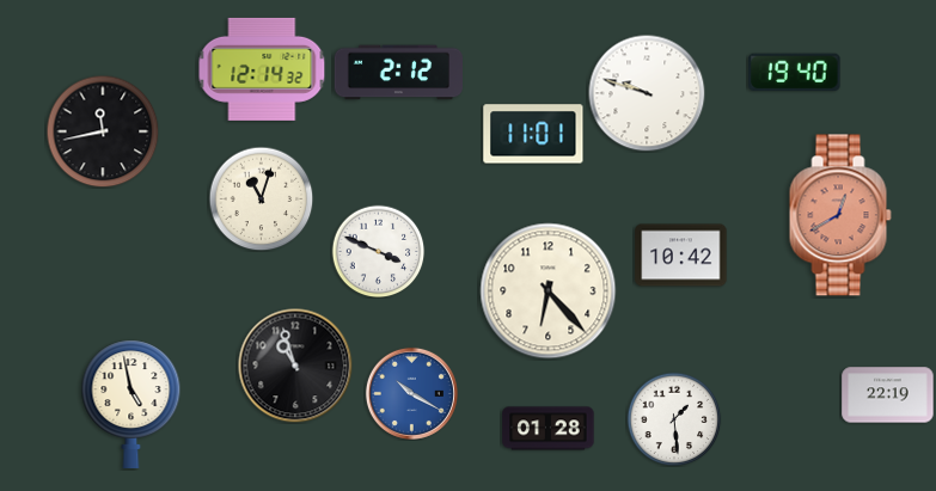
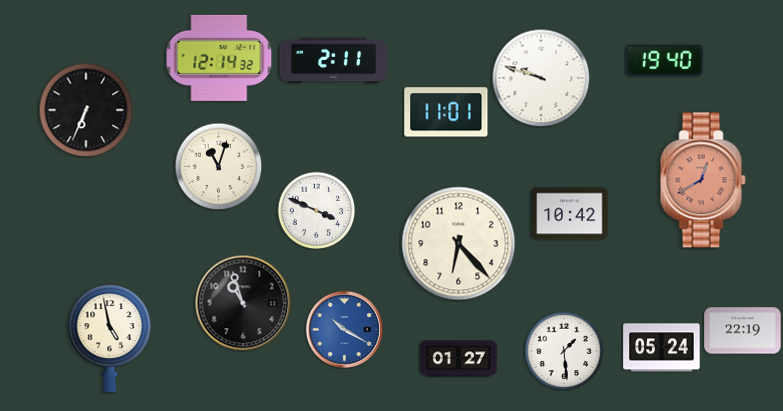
clock at (398, 73): 2:12 -> 2:11
clock at (103, 131): 11:43 -> 6:34
clock at (295, 366) position: (295, 366) -> (243, 303)
clock at (662, 348): none -> 05:24
clock at (549, 429): 01:28 -> 01:27
